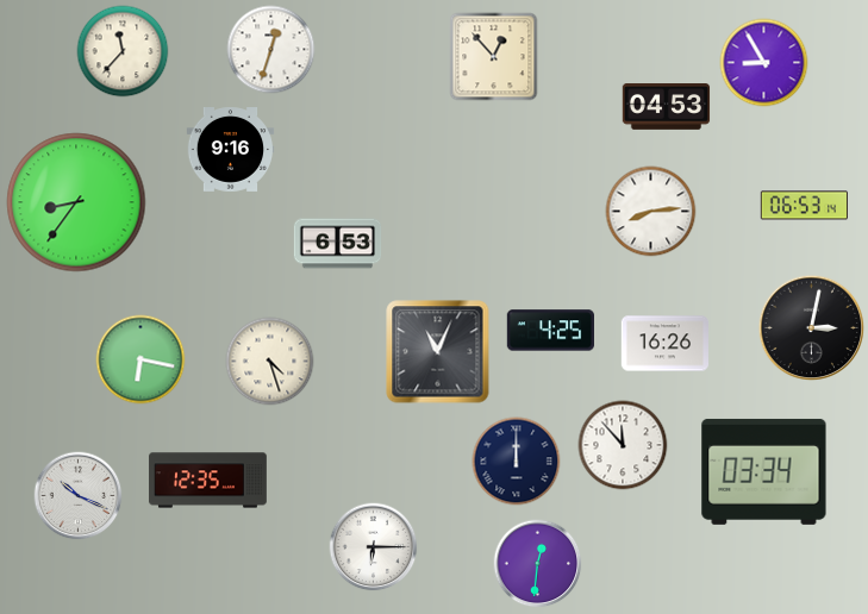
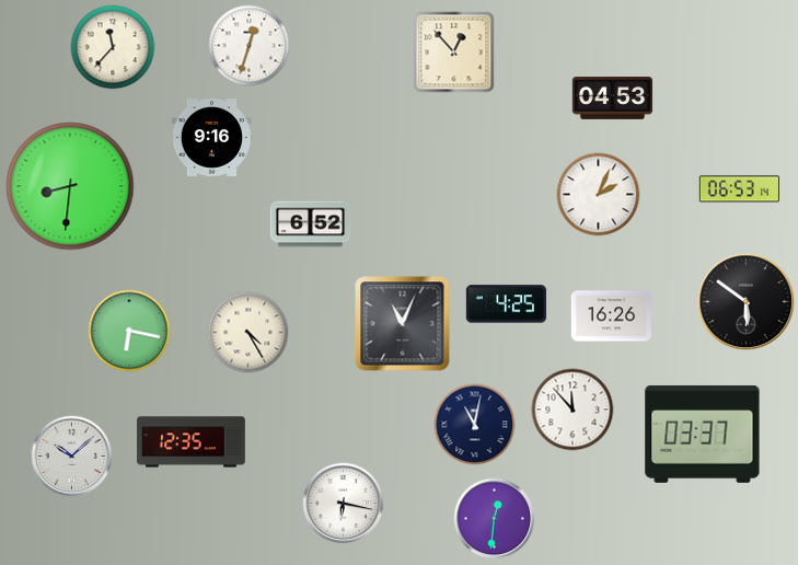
clock at (764, 63): 8:55 -> none
clock at (76, 202): 8:36 -> 8:31
clock at (651, 212): 8:14 -> 2:04
clock at (338, 244): 6:53 -> 6:52
clock at (812, 328): 3:02 -> 5:51
clock at (270, 362): 4:27 -> 4:25
clock at (517, 462): 12:00 -> 11:02
clock at (764, 471): 03:34 -> 03:37
clock at (79, 496): 10:19 -> 10:08
clock at (374, 547): 6:15 -> 6:17
